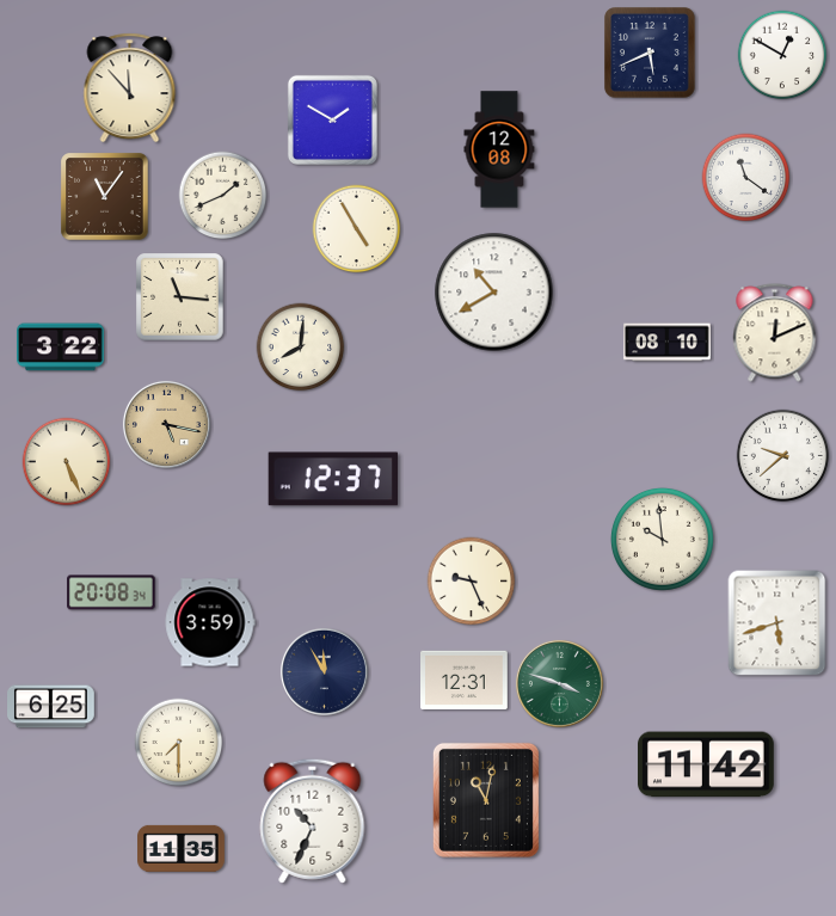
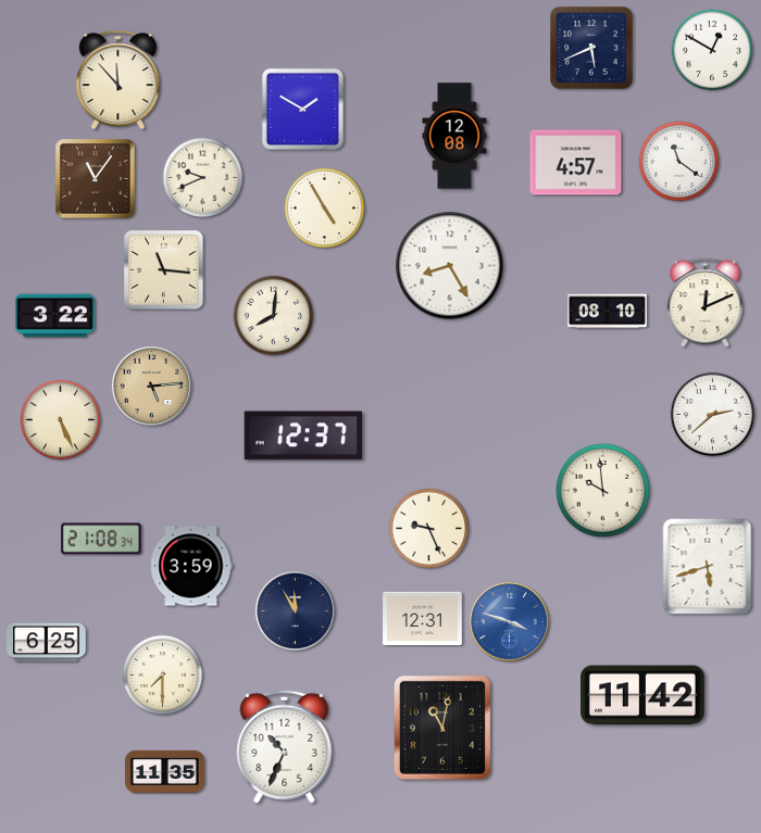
clock at (576, 163): none -> 4:57
clock at (223, 196): 1:41 -> 9:41
clock at (494, 293): 10:40 -> 8:25
clock at (166, 424): 5:17 -> 5:14
clock at (783, 456): 9:38 -> 2:38
clock at (111, 592): 20:08 -> 21:08
clock at (559, 683) dial: green -> blue
